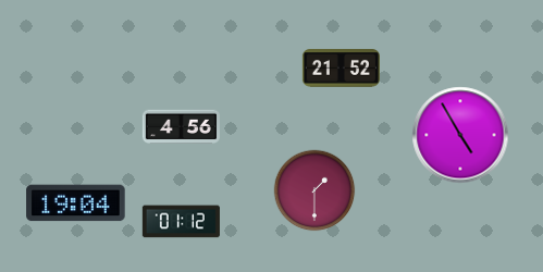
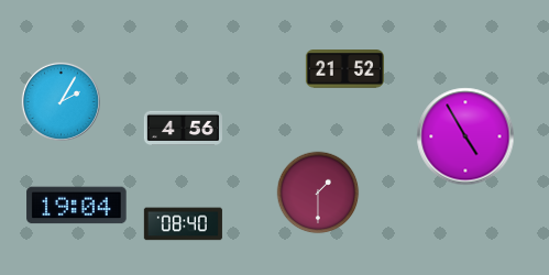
clock at (61, 101): none -> 2:05
clock at (181, 222): 01:12 -> 08:40
